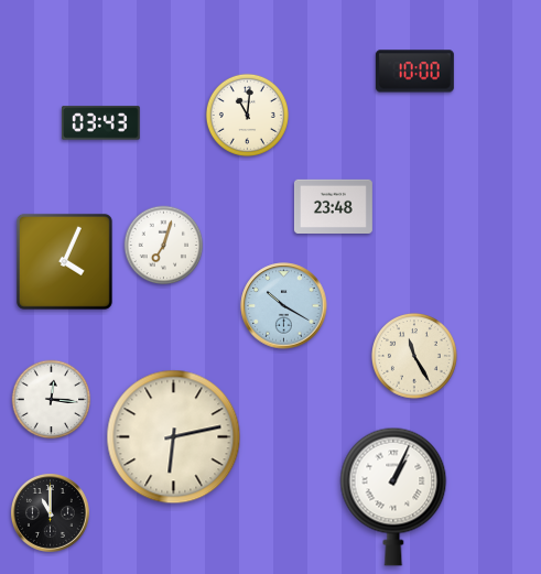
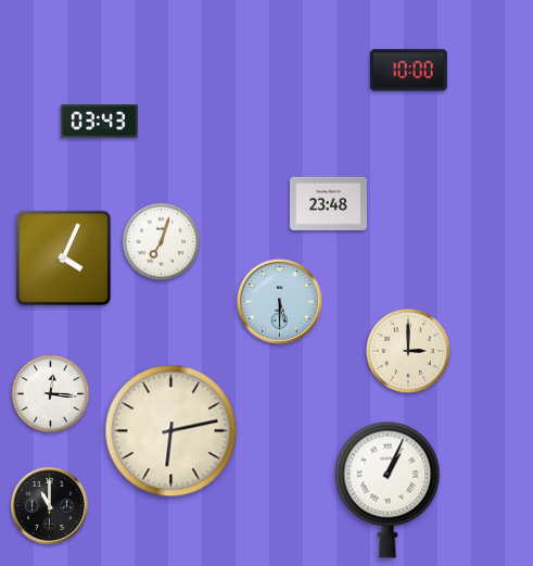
clock at (247, 115): 11:01 -> none
clock at (284, 306): 10:20 -> 5:30
clock at (414, 356): 11:25 -> 3:00
